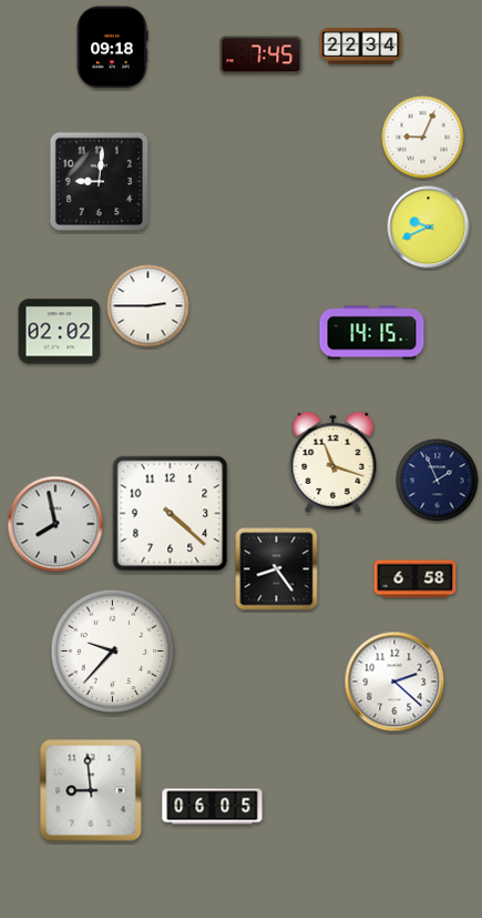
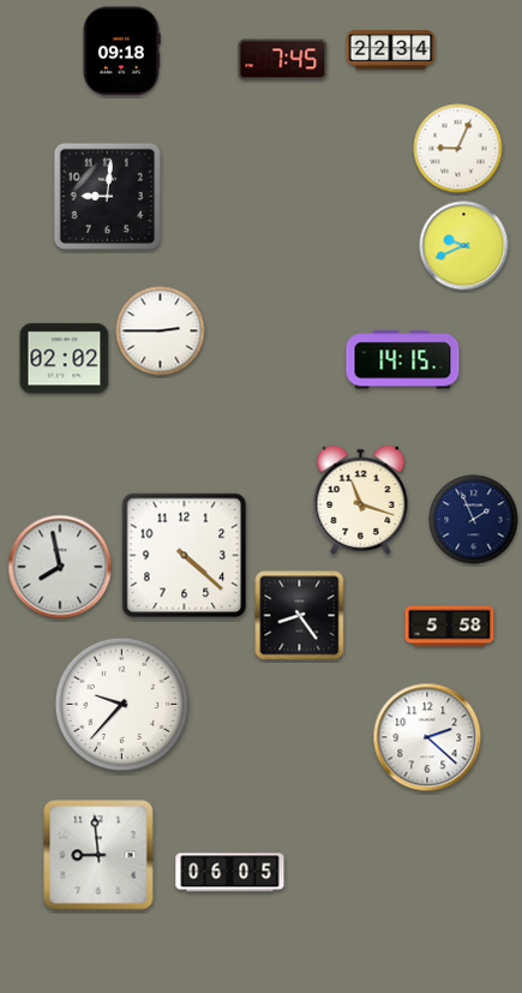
clock at (416, 579): 6:58 -> 5:58
